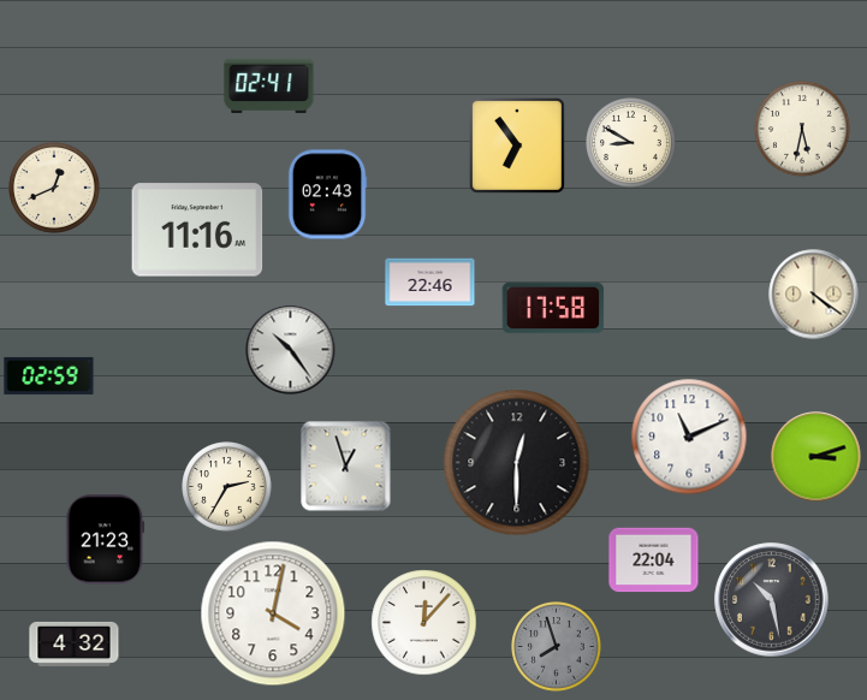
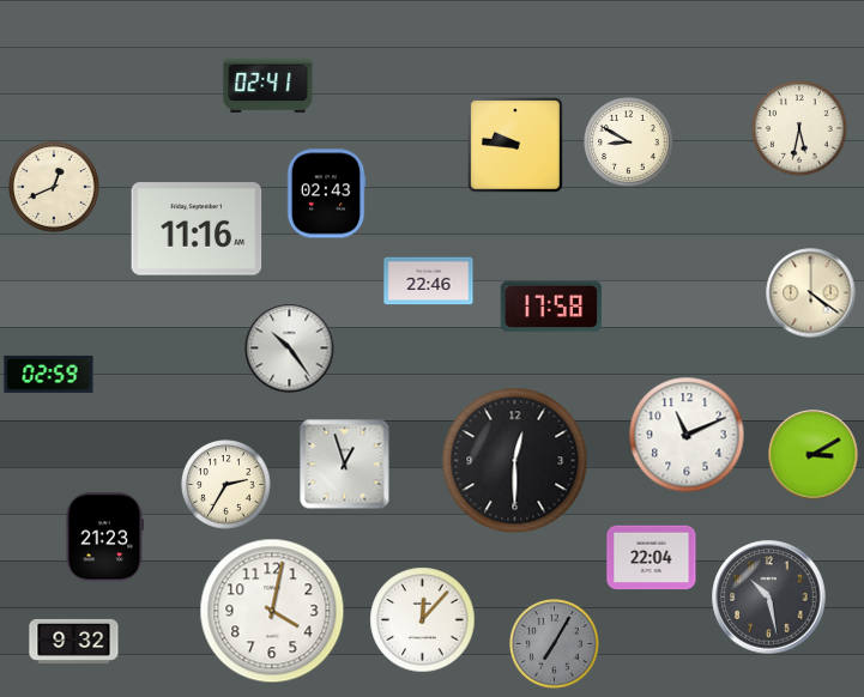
clock at (517, 146): 6:54 -> 9:46
clock at (816, 457): 3:12 -> 3:10
clock at (75, 643): 4:32 -> 9:32
clock at (557, 647): 7:57 -> 7:05
